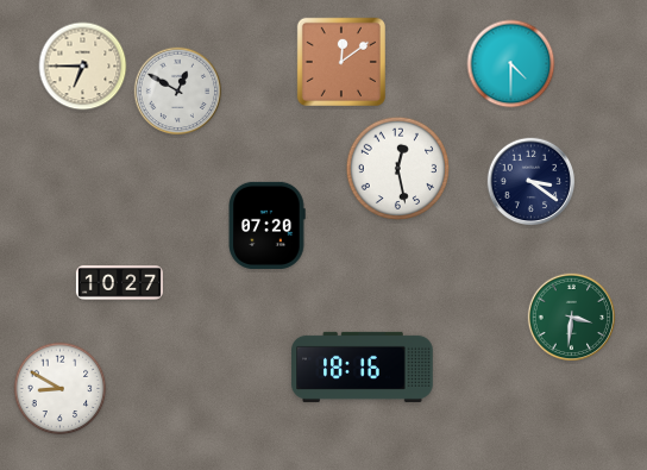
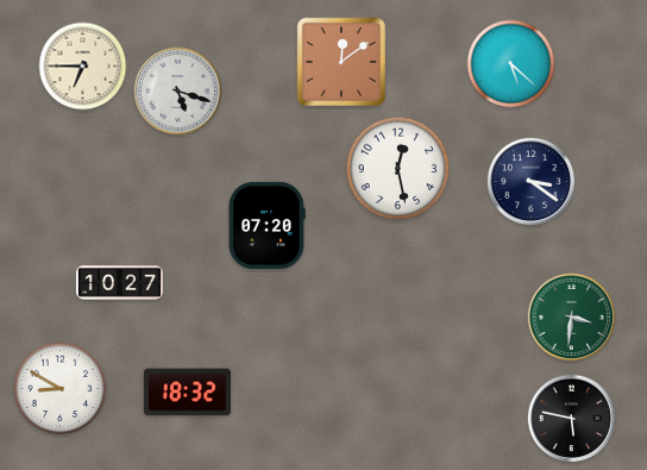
clock at (511, 64): 4:30 -> 5:22
clock at (178, 92): 12:50 -> 5:18
clock at (363, 366): 18:16 -> none
clock at (187, 393): none -> 18:32
clock at (572, 419): none -> 5:47
